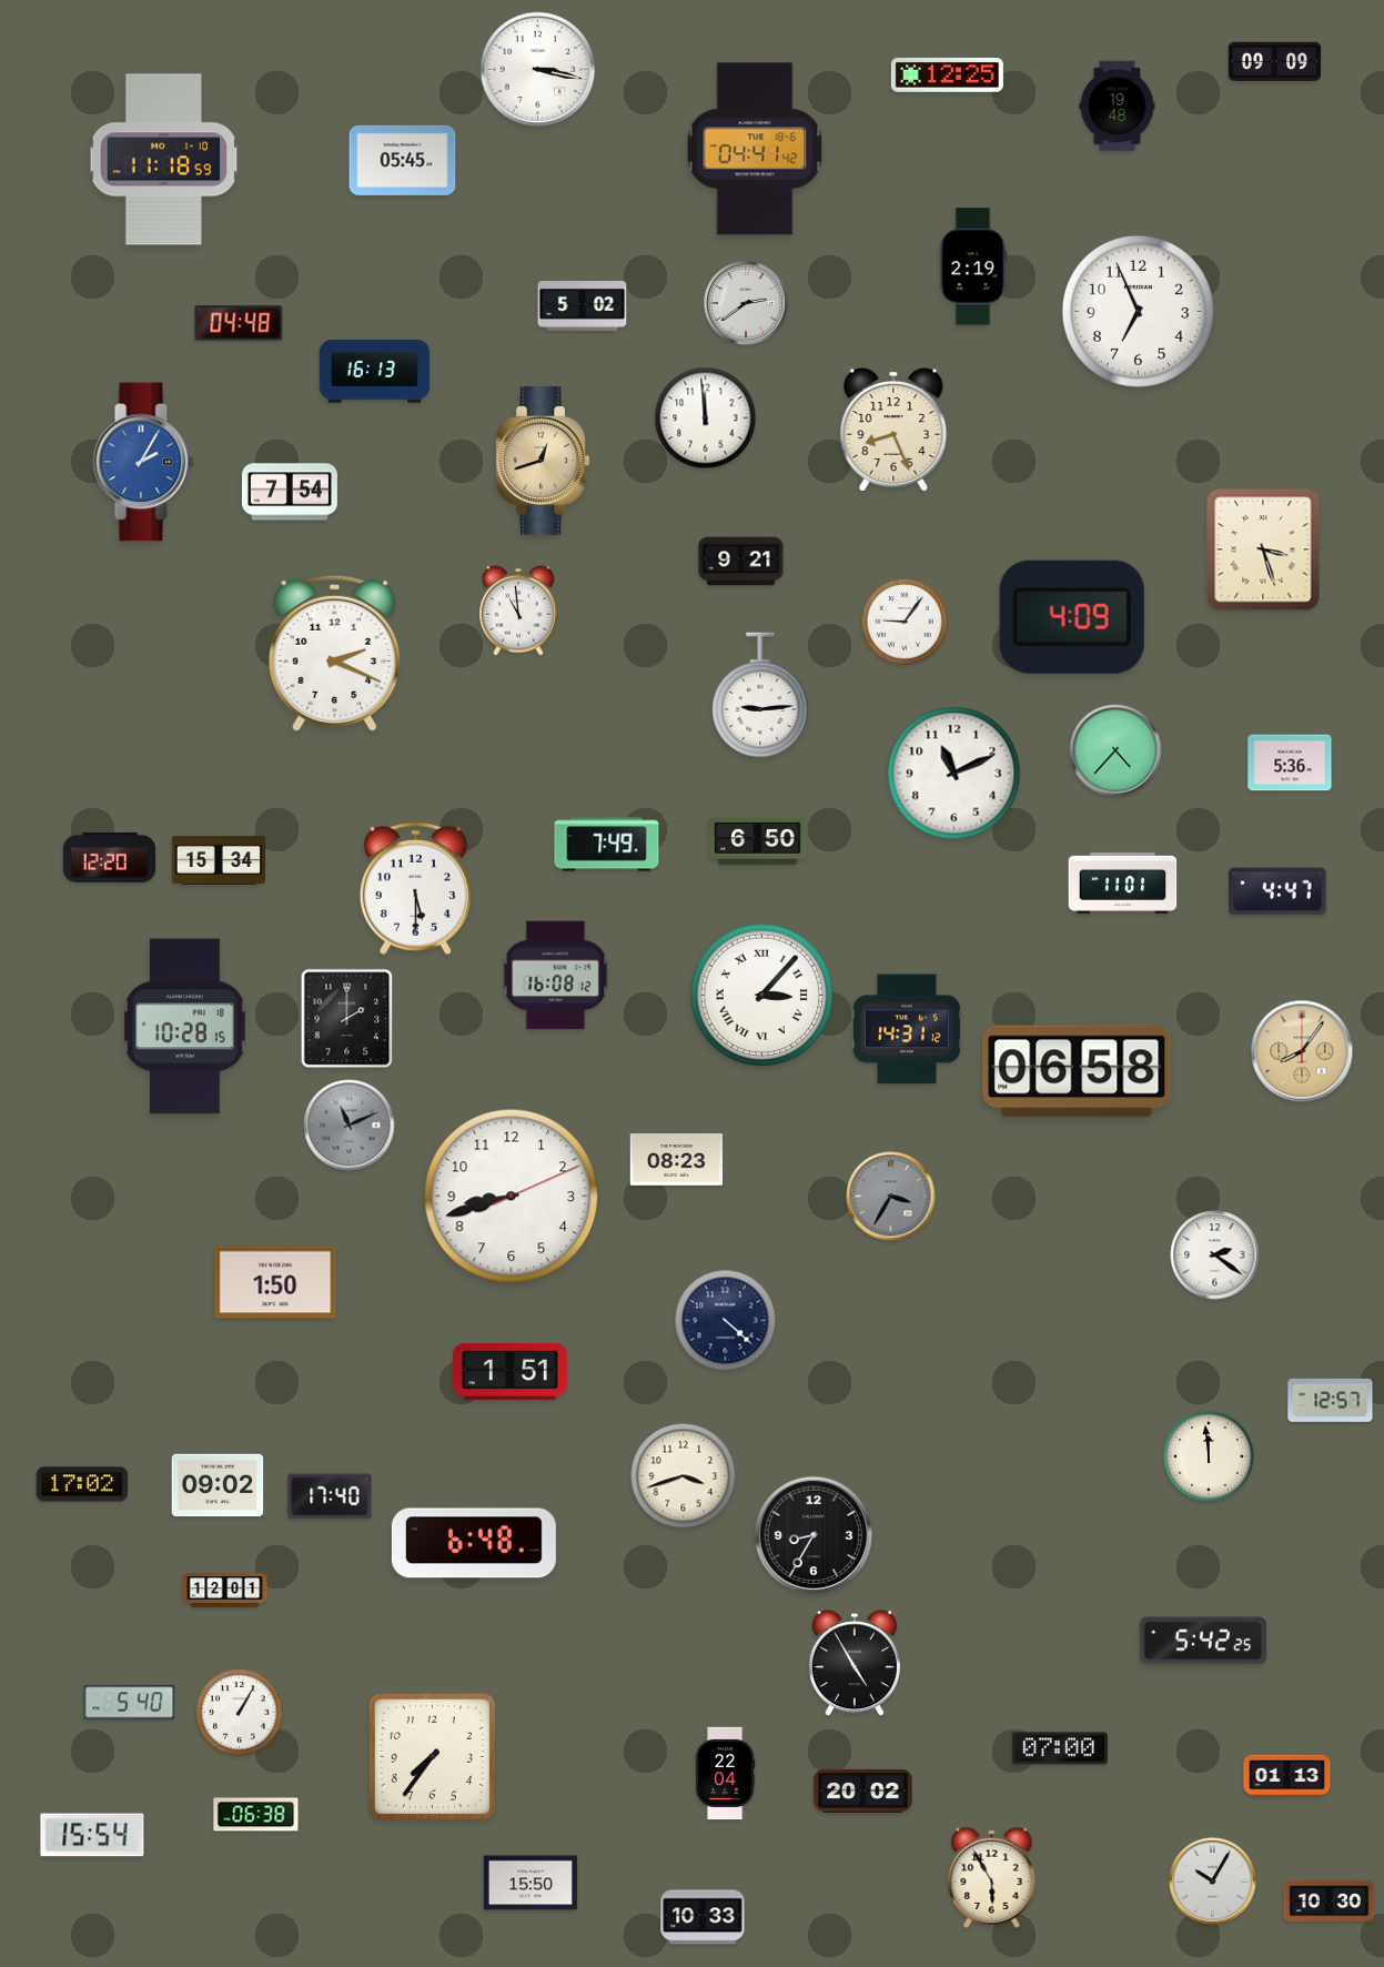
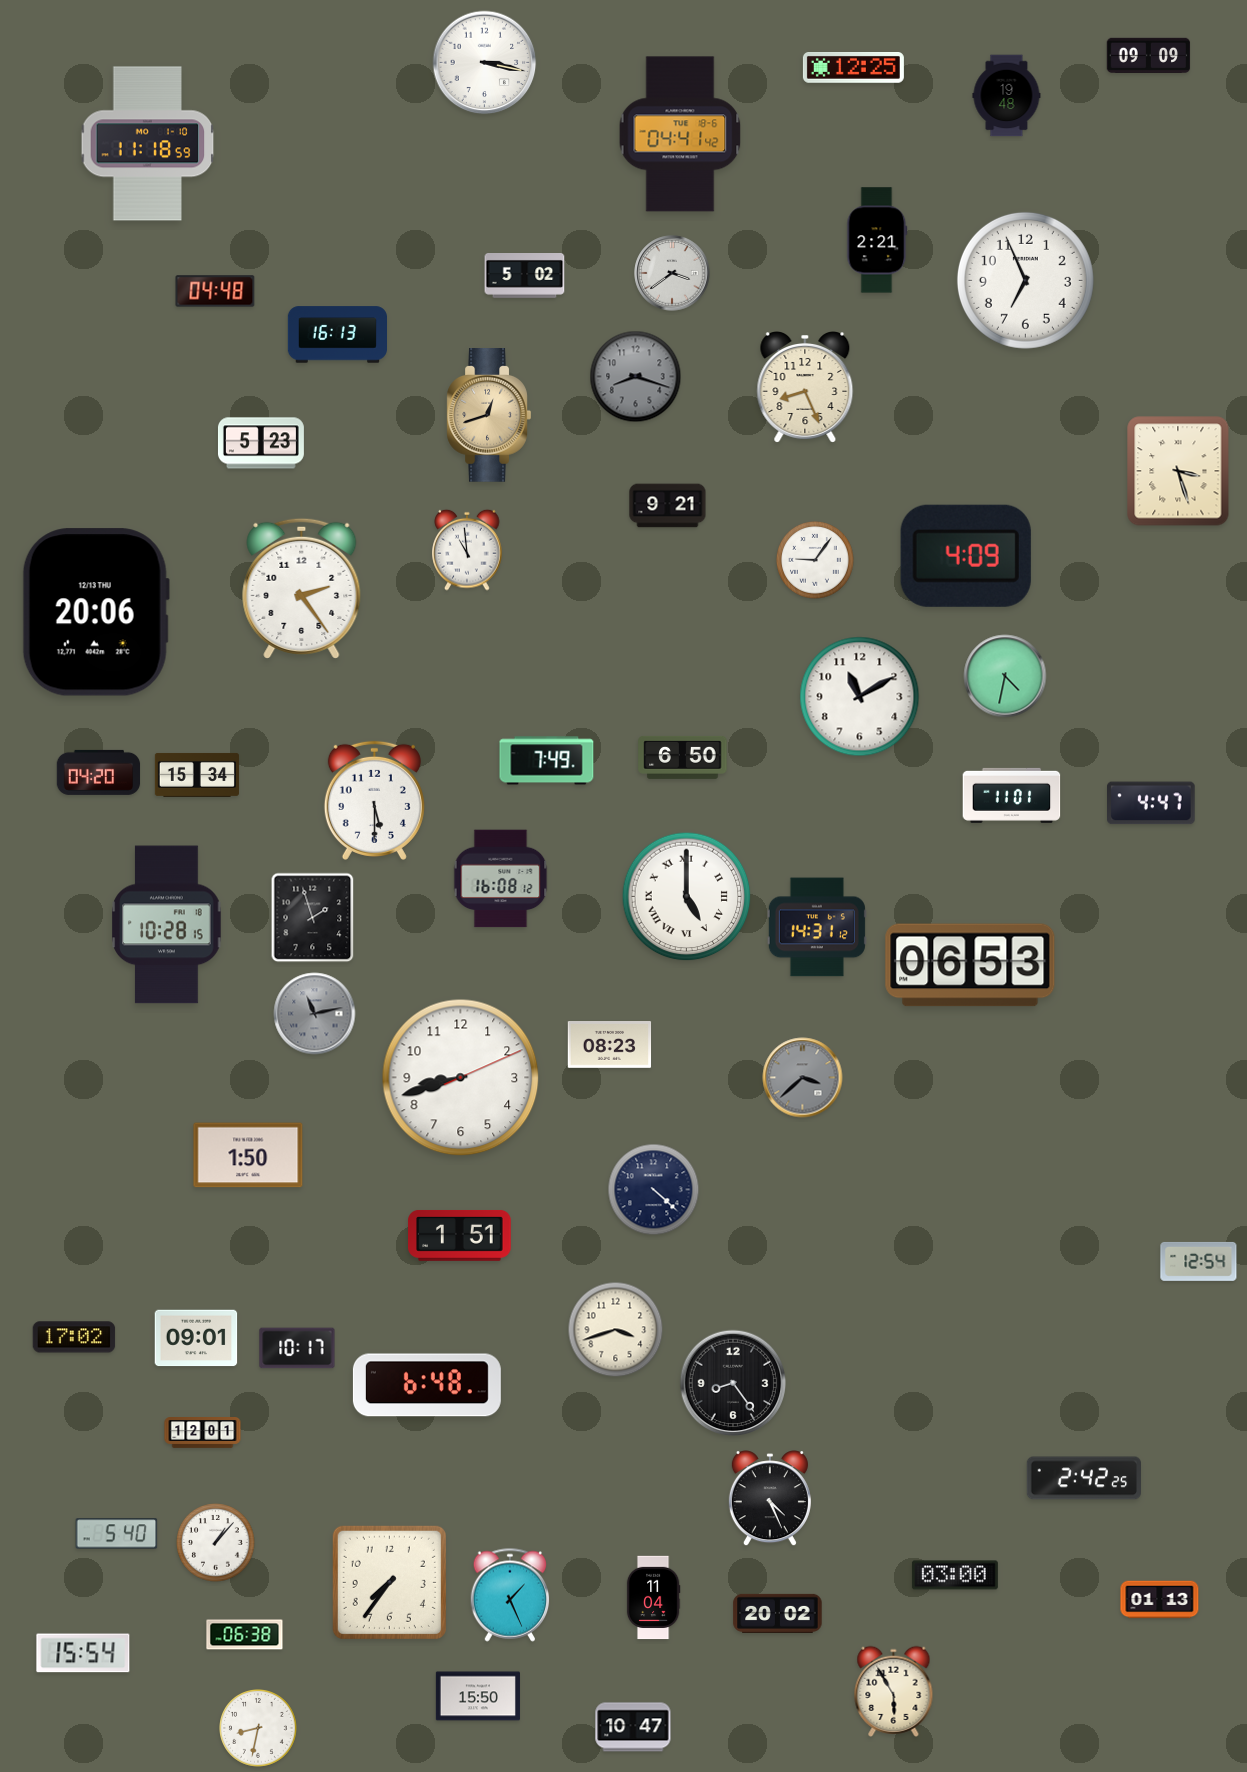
clock at (403, 160): 05:45 -> none
clock at (973, 266): 2:19 -> 2:21
clock at (746, 303): 2:39 -> 3:39
clock at (706, 418): 11:59 -> 8:18
clock at (706, 418) dial: white -> grey
clock at (143, 462): 2:05 -> none
clock at (290, 492): 7:54 -> 5:23
clock at (1263, 549) position: (1263, 549) -> (1178, 471)
clock at (335, 653): 2:19 -> 2:24
clock at (96, 612): none -> 20:06
clock at (760, 696): 9:14 -> none
clock at (1115, 750): 4:37 -> 4:32
clock at (1290, 763): 5:36 -> none
clock at (954, 774): 11:11 -> 11:10
clock at (110, 857): 12:20 -> 04:20
clock at (762, 996): 3:07 -> 5:00
clock at (347, 1019): 2:00 -> 1:57
clock at (1302, 1051): 8:06 -> none
clock at (1077, 1071): 06:58 -> 06:53
clock at (350, 1126): 11:11 -> 11:13
clock at (891, 1197): 3:35 -> 3:38
clock at (1215, 1255): 2:21 -> none
clock at (1331, 1400): 12:57 -> 12:54
clock at (1209, 1456): 11:59 -> none
clock at (218, 1485): 09:02 -> 09:01
clock at (330, 1496): 17:40 -> 10:17
clock at (814, 1535): 8:35 -> 8:24
clock at (474, 1543) position: (474, 1543) -> (427, 1385)
clock at (1202, 1641): 5:42 -> 2:42
clock at (855, 1664): 4:55 -> 4:26
clock at (240, 1713): 1:05 -> 1:07
clock at (1060, 1748): 07:00 -> 03:00
clock at (510, 1595): none -> 1:26
clock at (725, 1774): 22:04 -> 11:04
clock at (256, 1815) position: (256, 1815) -> (245, 1635)
clock at (1213, 1882): 10:05 -> none
clock at (1330, 1902): 10:30 -> none
clock at (703, 1917): 10:33 -> 10:47
clock at (259, 1729): none -> 8:32
